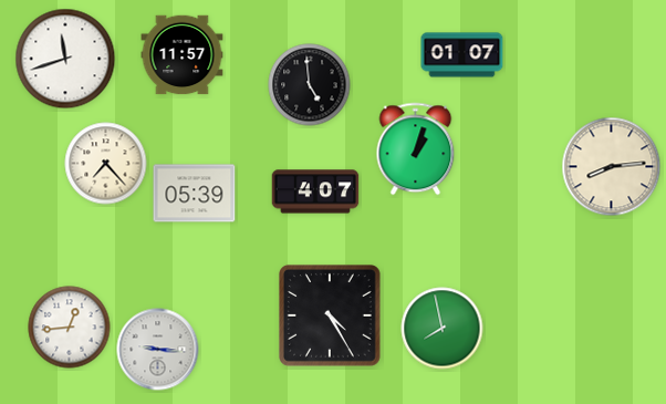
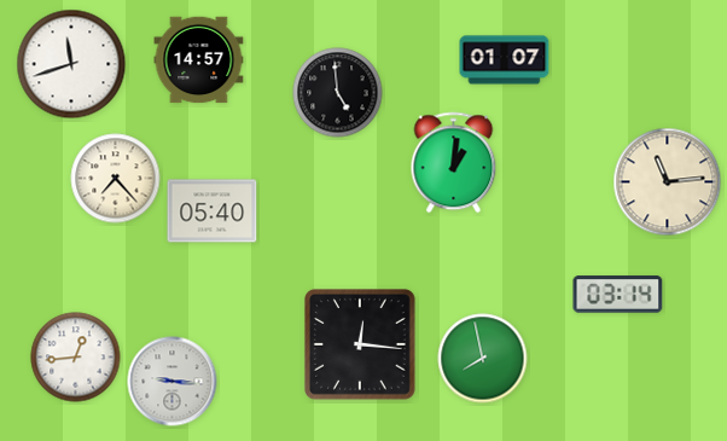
clock at (183, 55): 11:57 -> 14:57
clock at (416, 149): 1:03 -> 1:01
clock at (612, 167): 8:14 -> 11:14
clock at (315, 191): 4:07 -> none
clock at (195, 194): 05:39 -> 05:40
clock at (618, 295): none -> 03:14
clock at (331, 317): 4:25 -> 12:16
